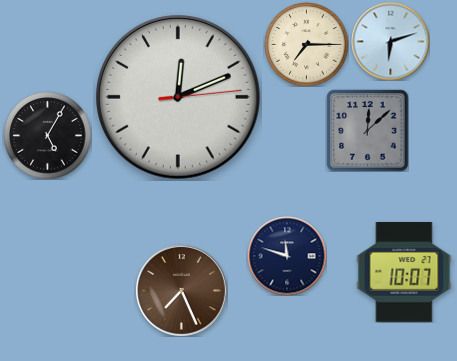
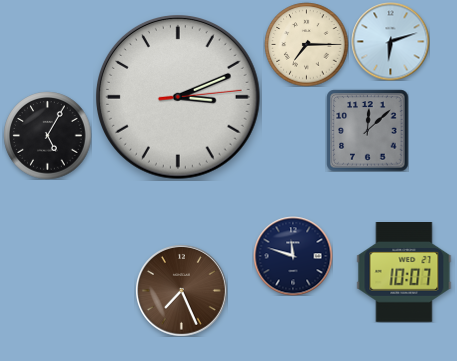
clock at (179, 98): 12:11 -> 3:11
clock at (287, 256) position: (287, 256) -> (293, 256)
